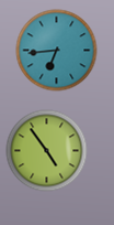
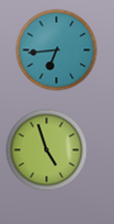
clock at (47, 151): 4:54 -> 4:57
